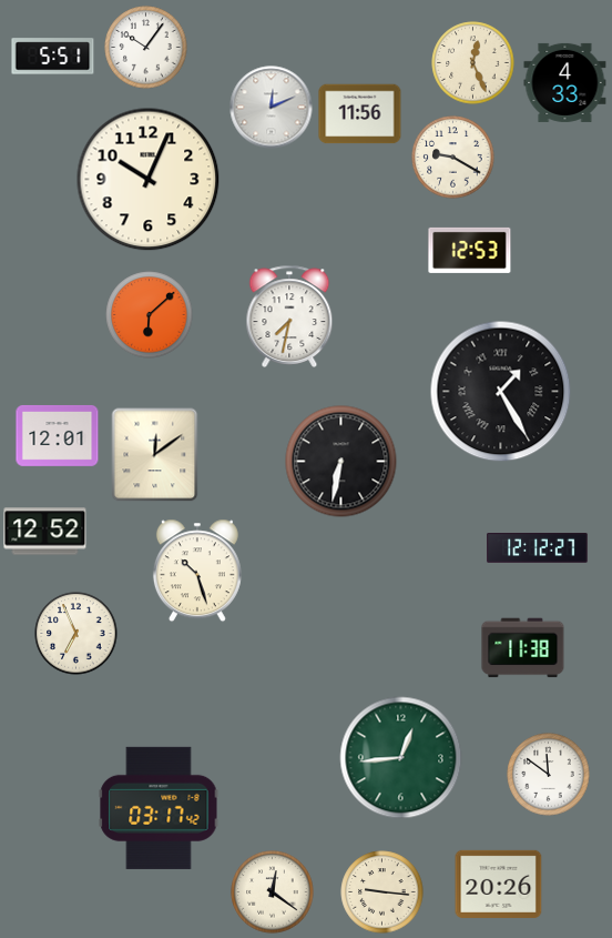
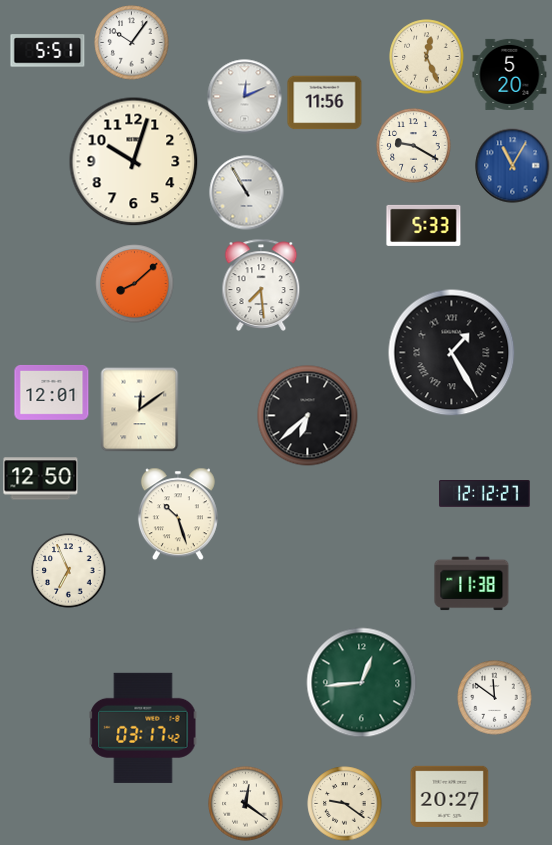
clock at (565, 82): 4:33 -> 5:20
clock at (453, 158) position: (453, 158) -> (414, 146)
clock at (149, 180): 10:04 -> 10:03
clock at (513, 166): none -> 11:05
clock at (247, 193): none -> 10:55
clock at (470, 250): 12:53 -> 5:33
clock at (150, 315): 6:08 -> 8:08
clock at (289, 316): 7:32 -> 7:29
clock at (341, 462): 6:32 -> 6:38
clock at (45, 532): 12:52 -> 12:50
clock at (499, 884): 20:26 -> 20:27
clock at (382, 892): 9:16 -> 9:21
